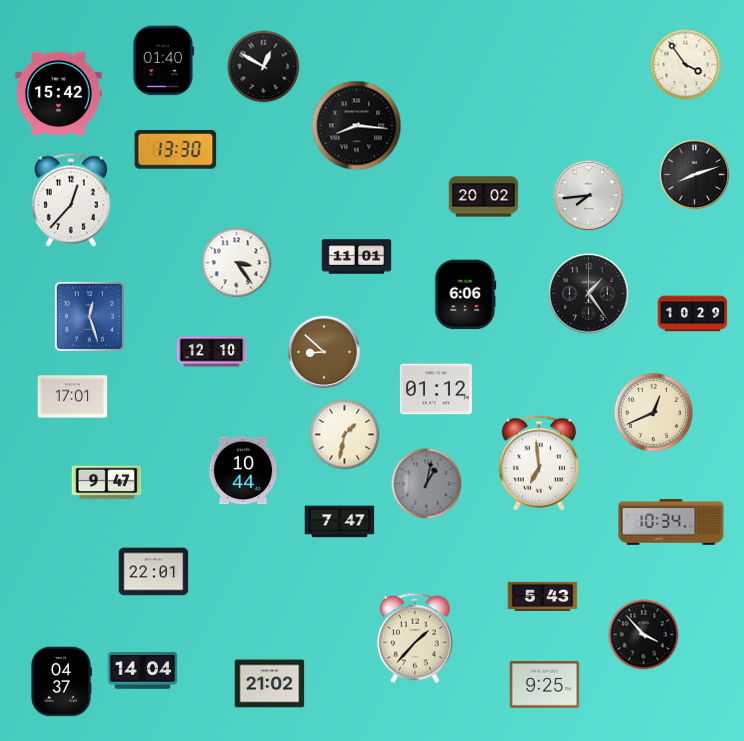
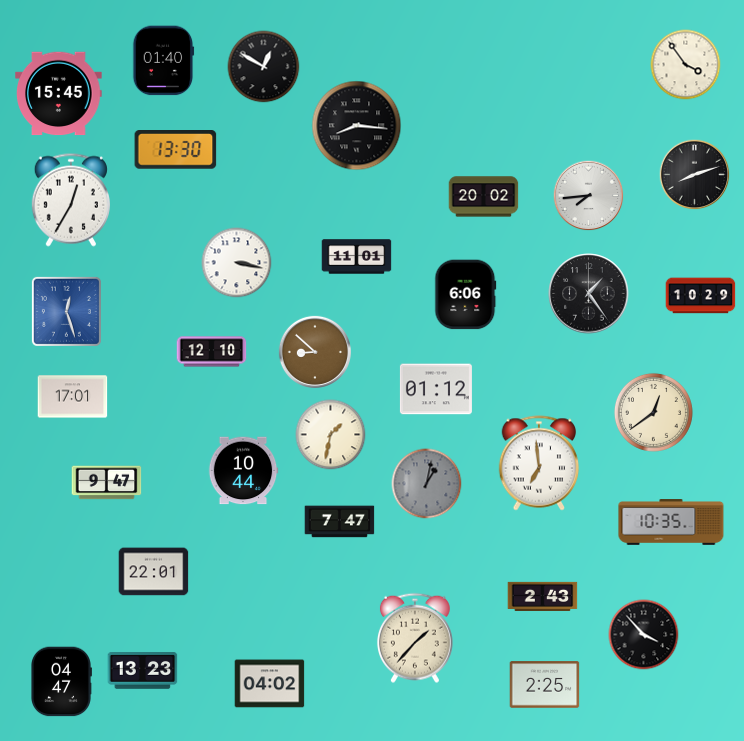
clock at (59, 94): 15:42 -> 15:45
clock at (71, 200): 12:37 -> 12:35
clock at (237, 263): 3:24 -> 3:17
clock at (693, 314) position: (693, 314) -> (701, 296)
clock at (89, 316) position: (89, 316) -> (66, 311)
clock at (324, 352) position: (324, 352) -> (315, 352)
clock at (653, 412): 12:41 -> 12:39
clock at (345, 435) position: (345, 435) -> (331, 435)
clock at (671, 522): 10:34 -> 10:35
clock at (543, 596): 5:43 -> 2:43
clock at (143, 671): 14:04 -> 13:23
clock at (62, 682): 04:37 -> 04:47
clock at (270, 684): 21:02 -> 04:02
clock at (545, 685): 9:25 -> 2:25
